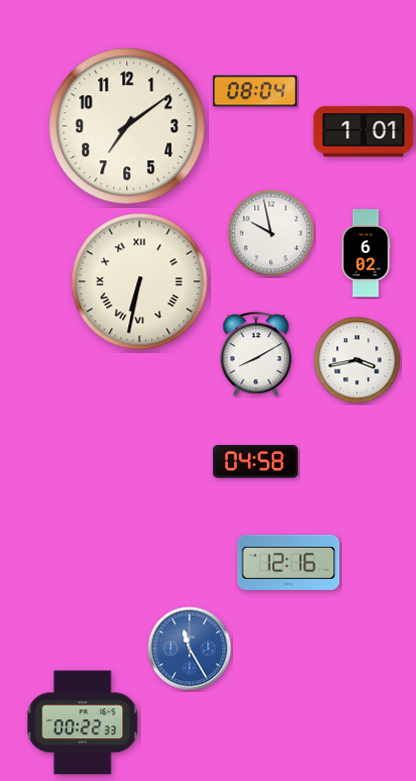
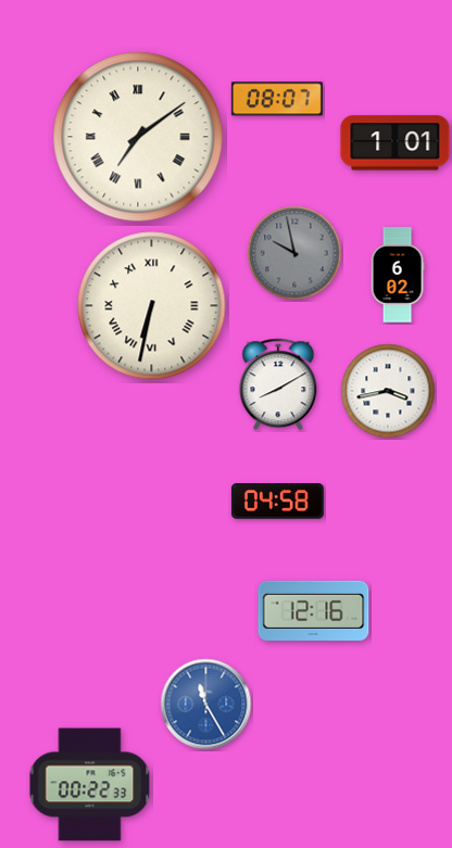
clock at (255, 91): 08:04 -> 08:07
clock at (127, 126) numerals: Arabic -> Roman
clock at (271, 233) dial: white -> grey
